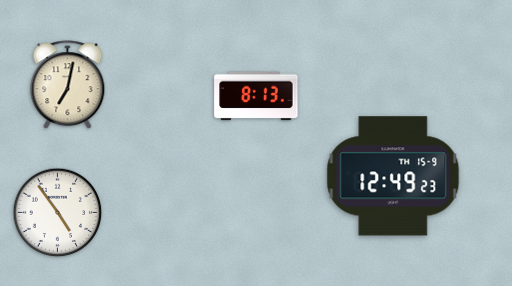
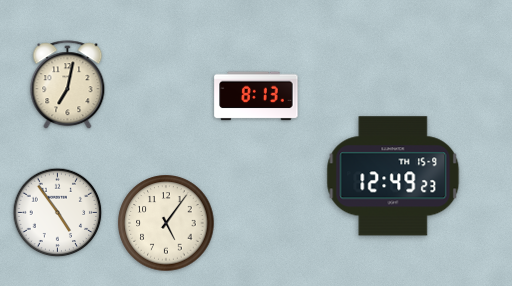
clock at (166, 223): none -> 5:06
